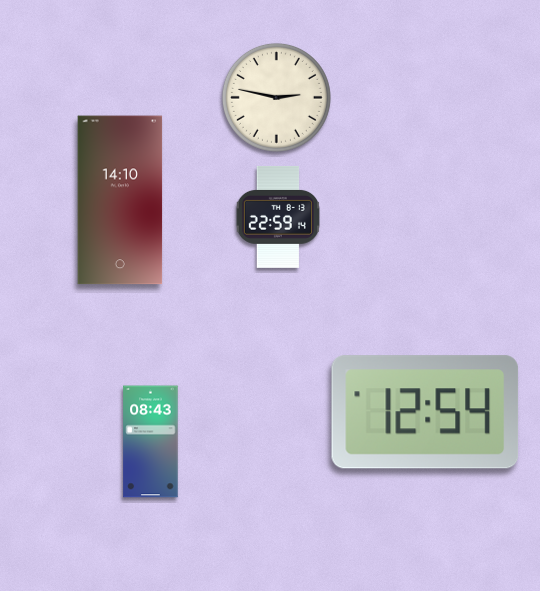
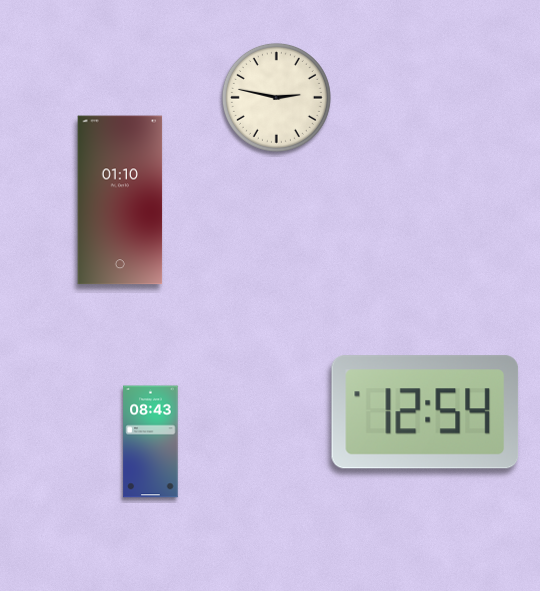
clock at (120, 200): 14:10 -> 01:10
clock at (278, 217): 22:59 -> none
